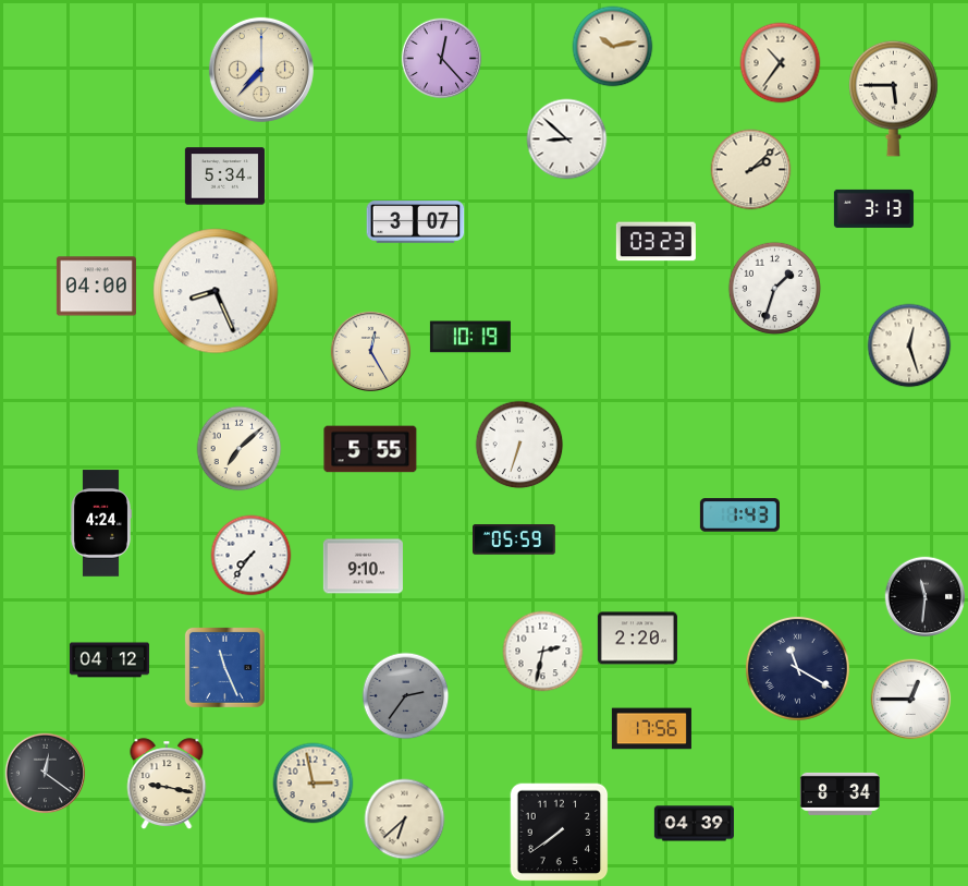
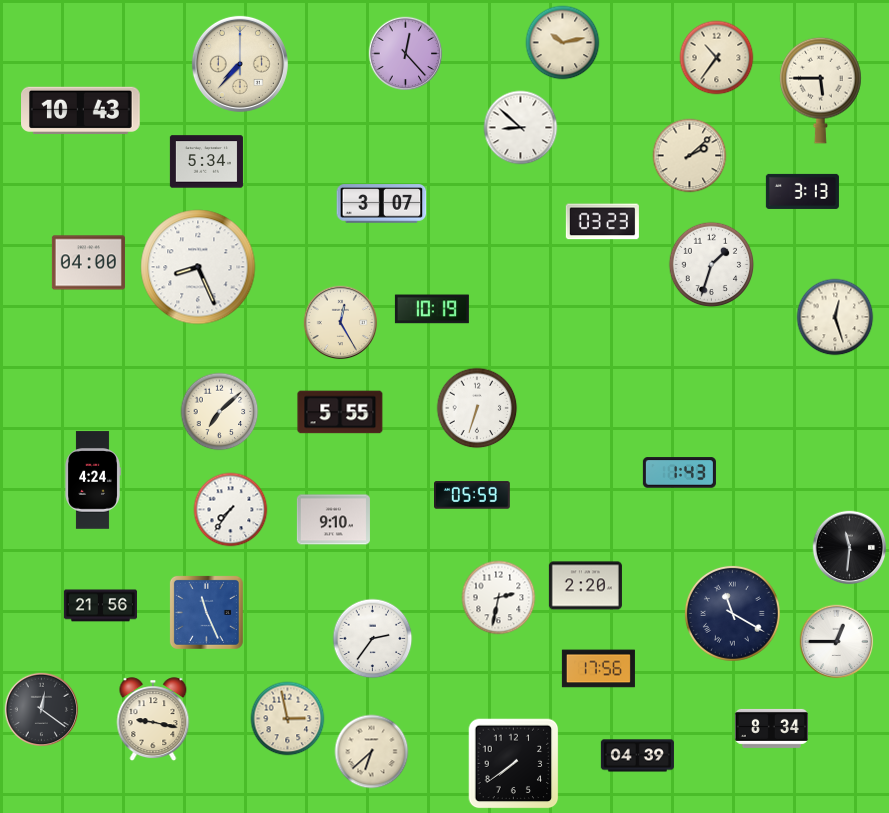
clock at (81, 110): none -> 10:43
clock at (109, 660): 04:12 -> 21:56
clock at (406, 696) dial: grey -> white
